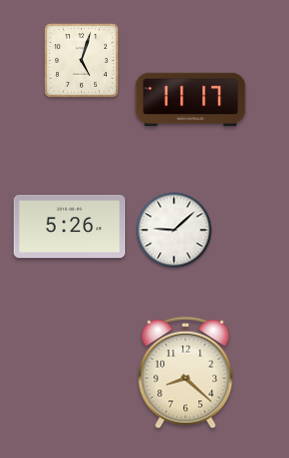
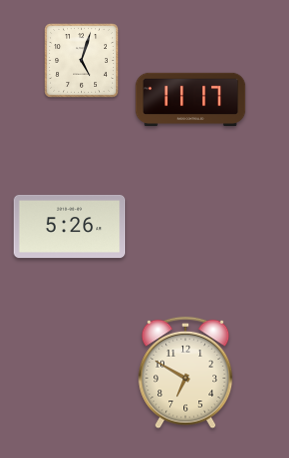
clock at (174, 230): 9:08 -> none
clock at (186, 373): 8:22 -> 6:50
